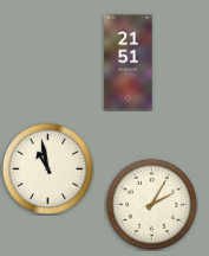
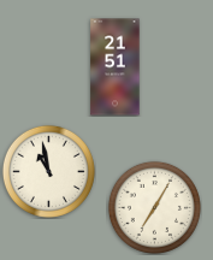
clock at (129, 63) position: (129, 63) -> (116, 67)
clock at (151, 204): 2:05 -> 7:05
